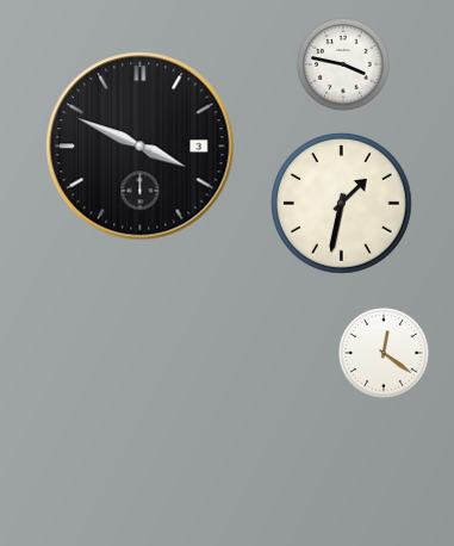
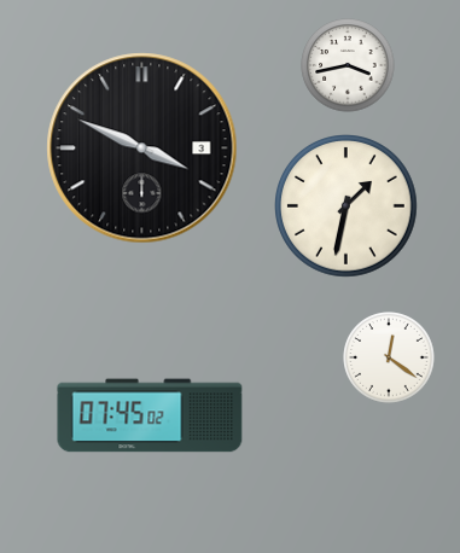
clock at (343, 64): 3:47 -> 3:43
clock at (150, 415): none -> 07:45
